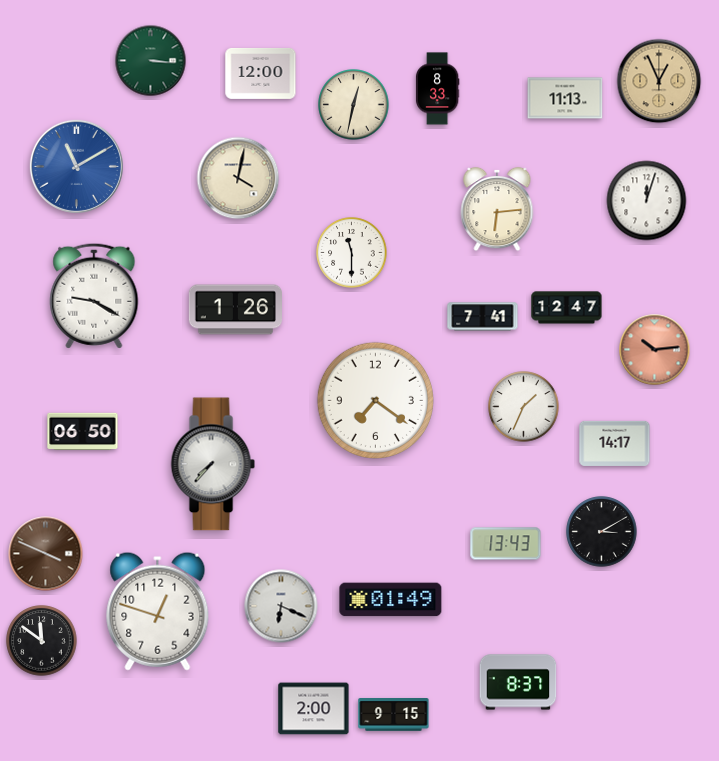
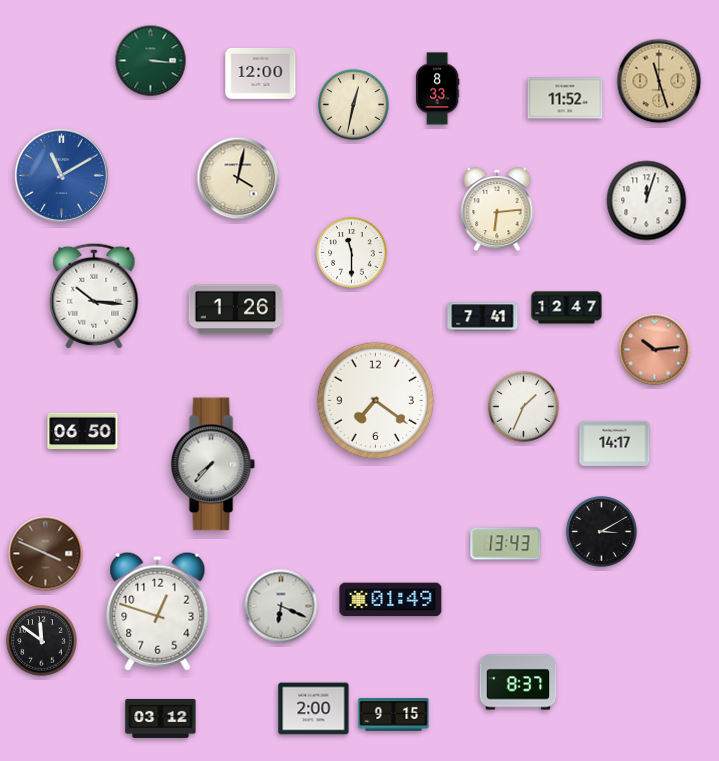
clock at (659, 81): 12:56 -> 11:27
clock at (565, 98): 11:13 -> 11:52
clock at (76, 166) position: (76, 166) -> (61, 175)
clock at (94, 296): 9:20 -> 10:16
clock at (161, 718): none -> 03:12
